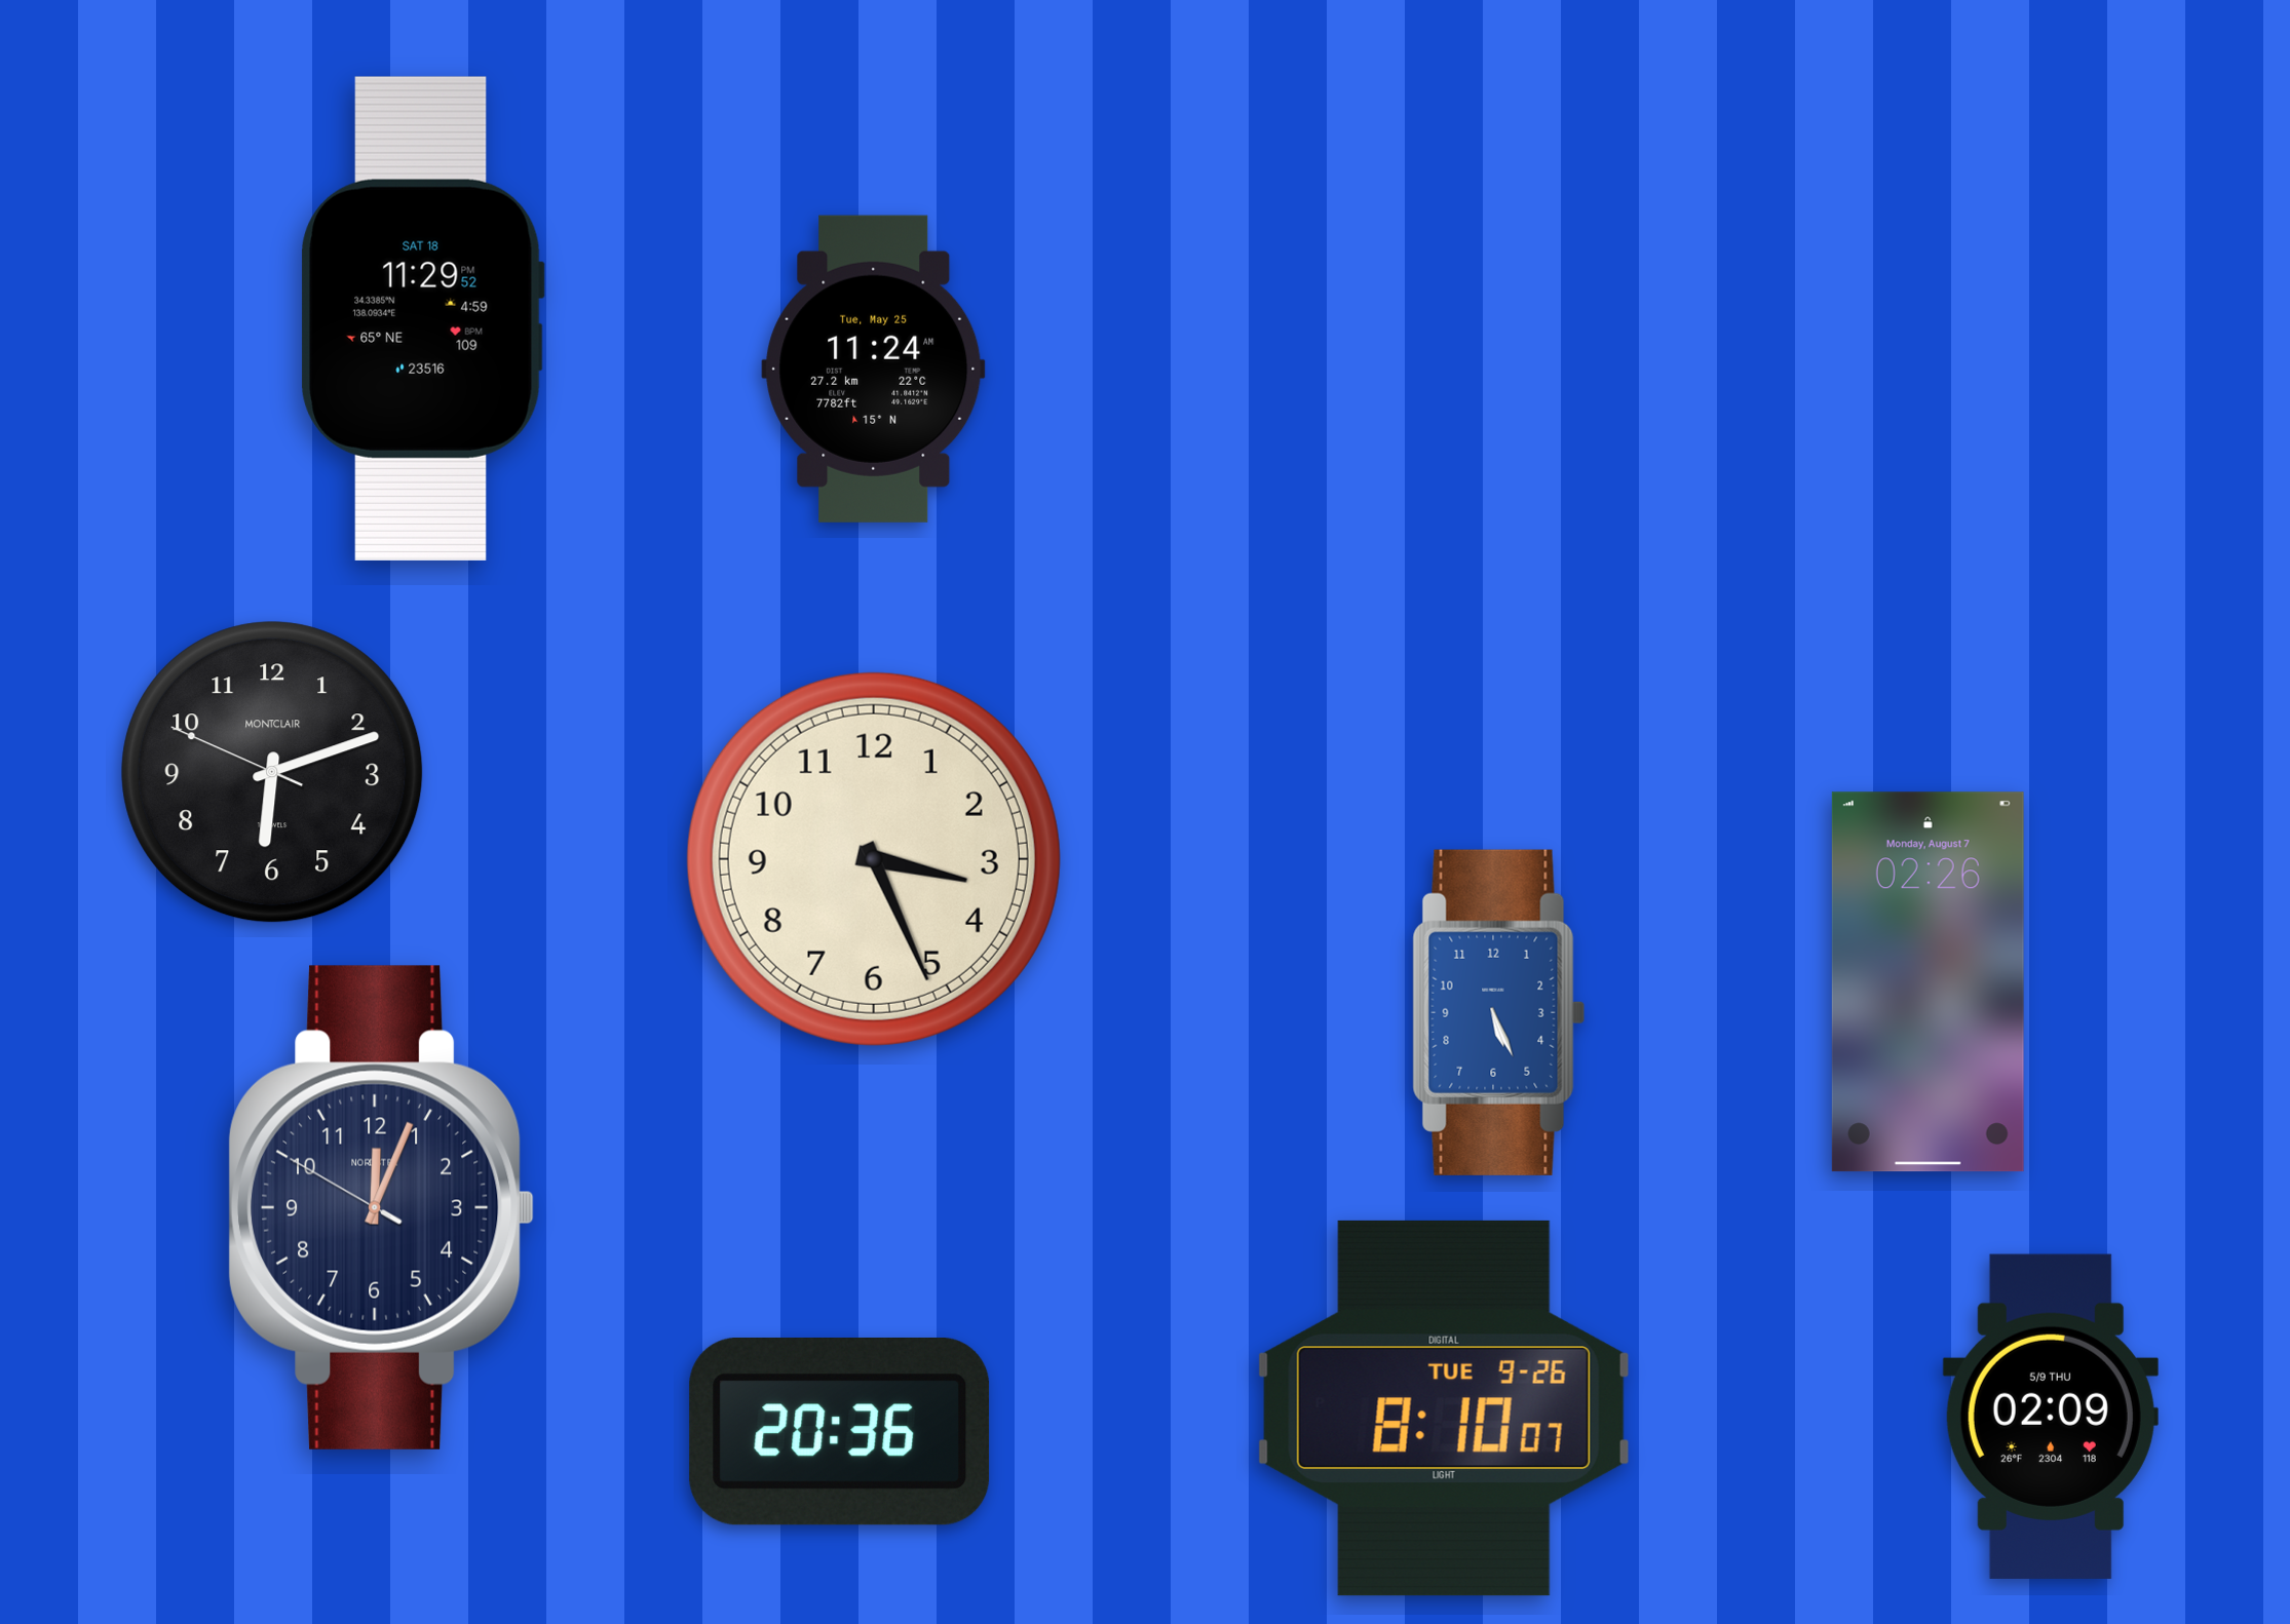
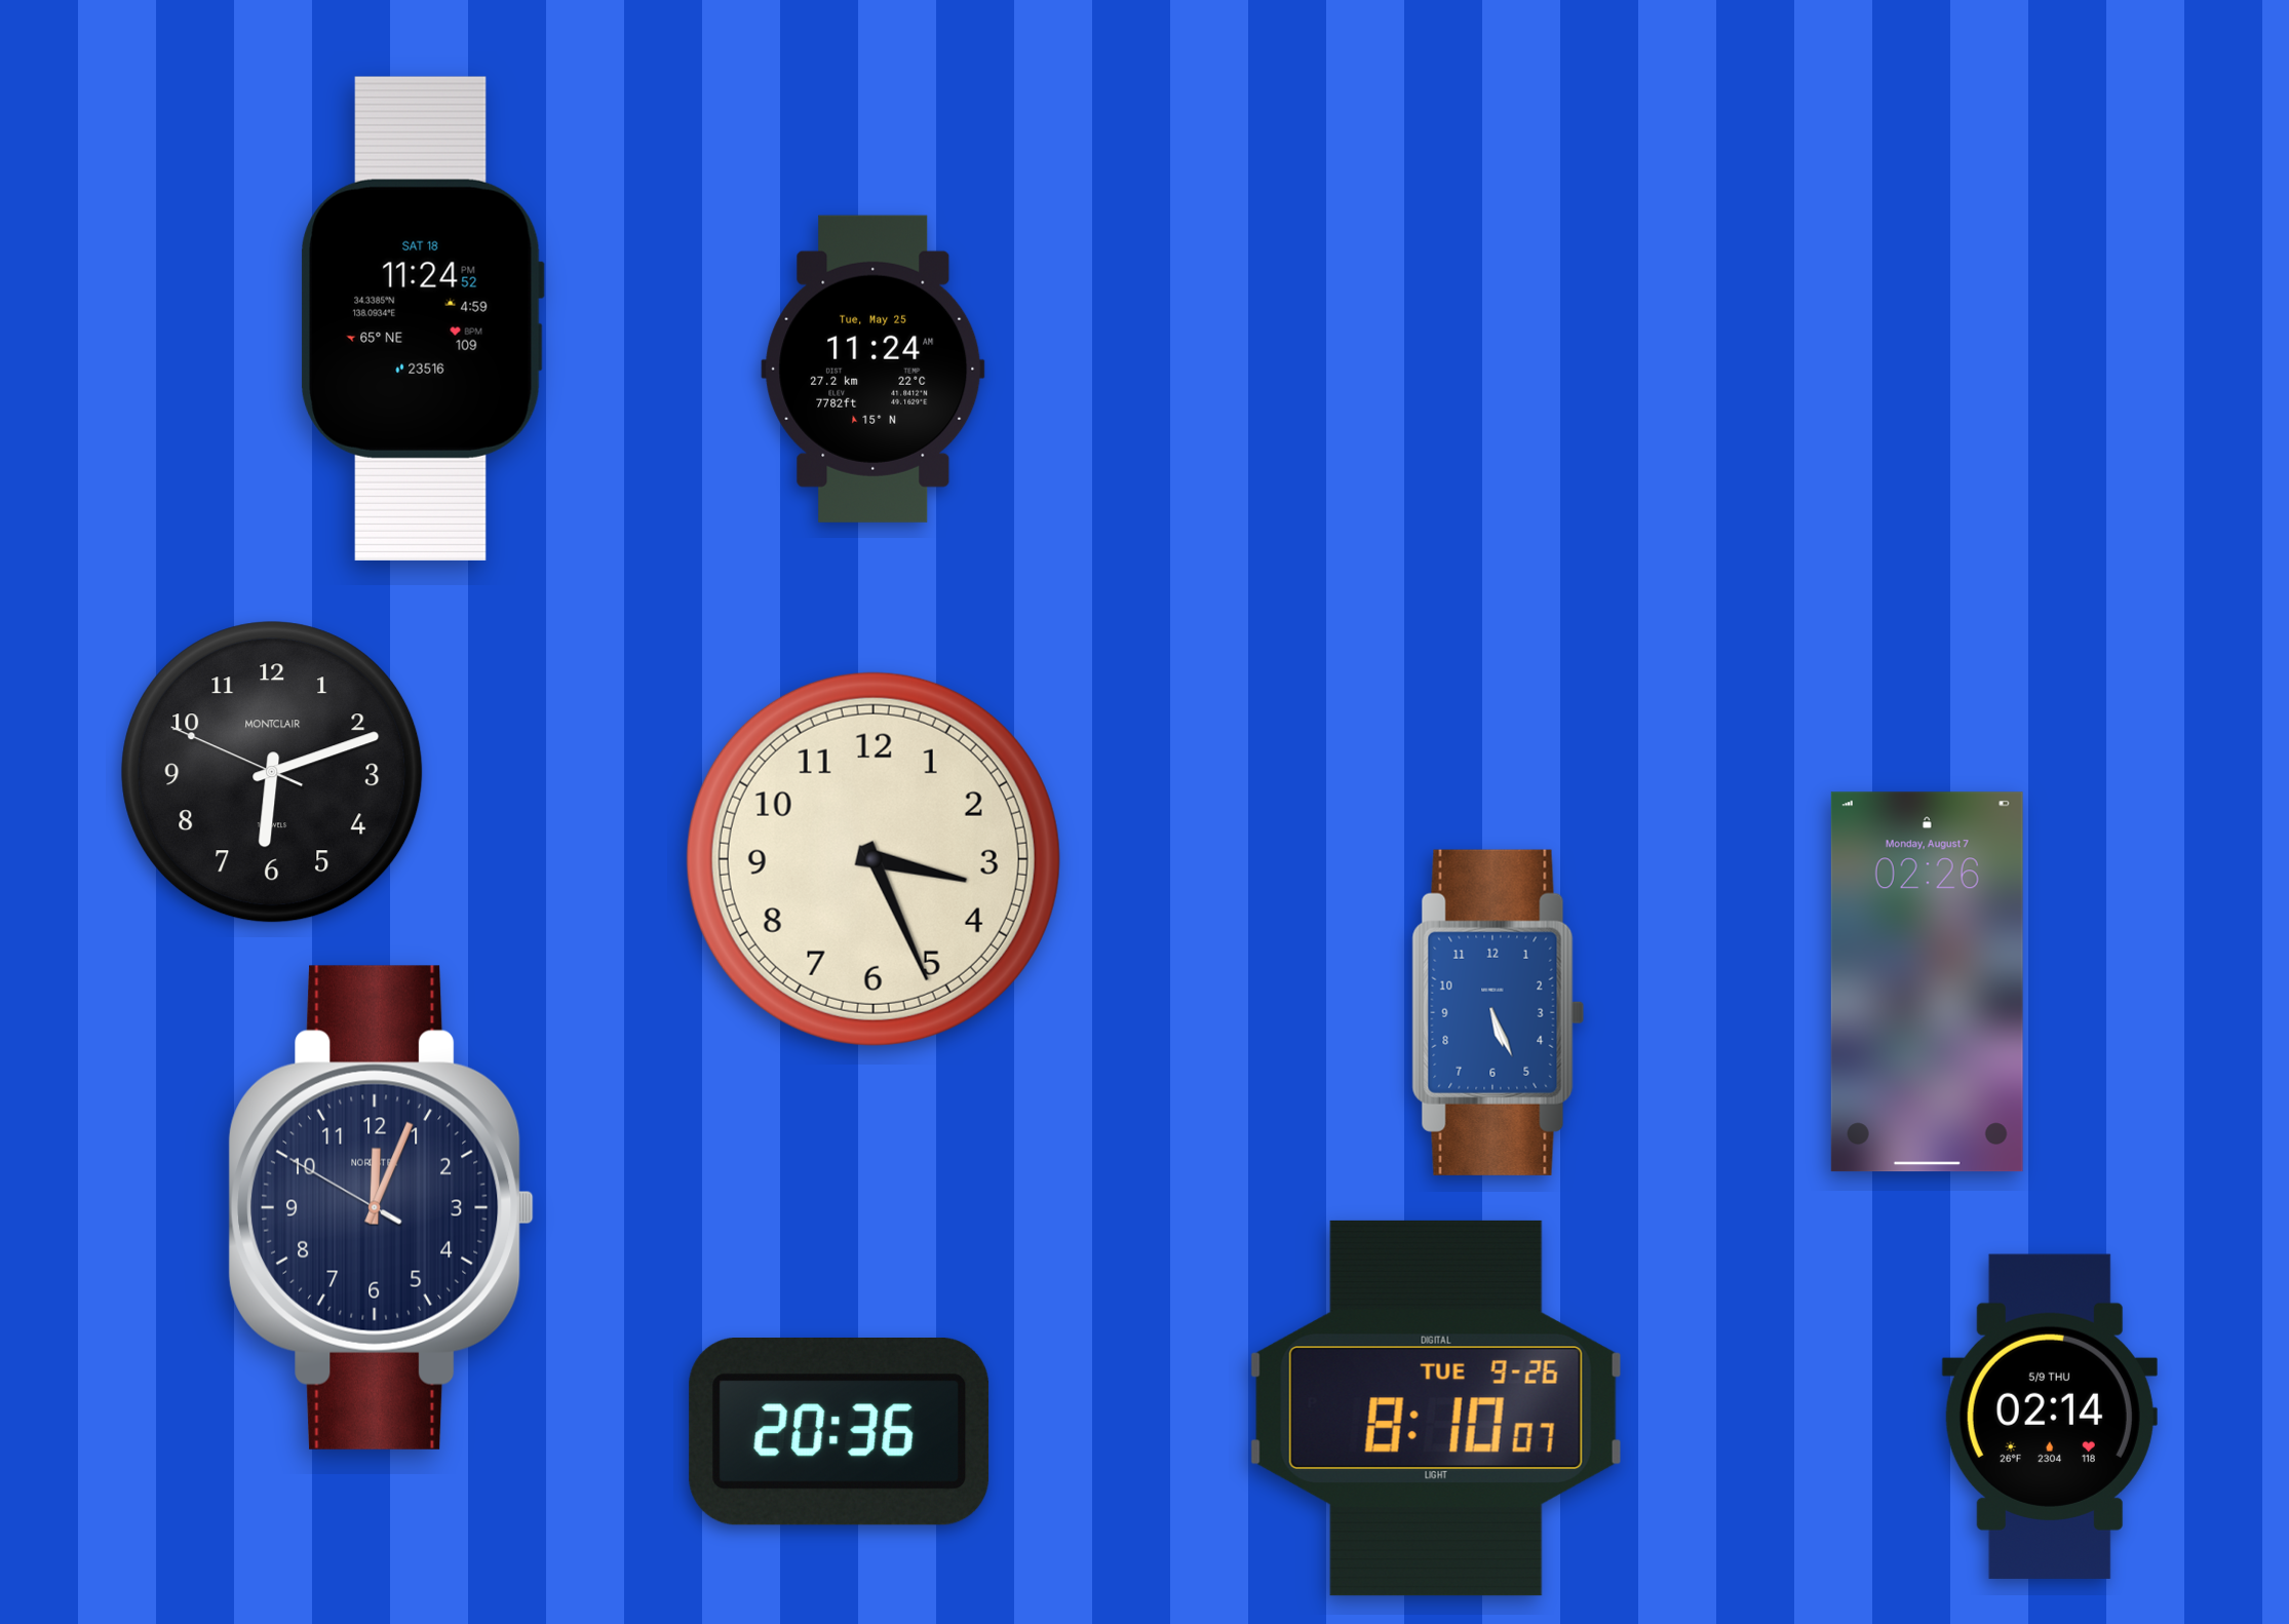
clock at (422, 318): 11:29 -> 11:24
clock at (1444, 1408) position: (1444, 1408) -> (1436, 1408)
clock at (2051, 1417): 02:09 -> 02:14
